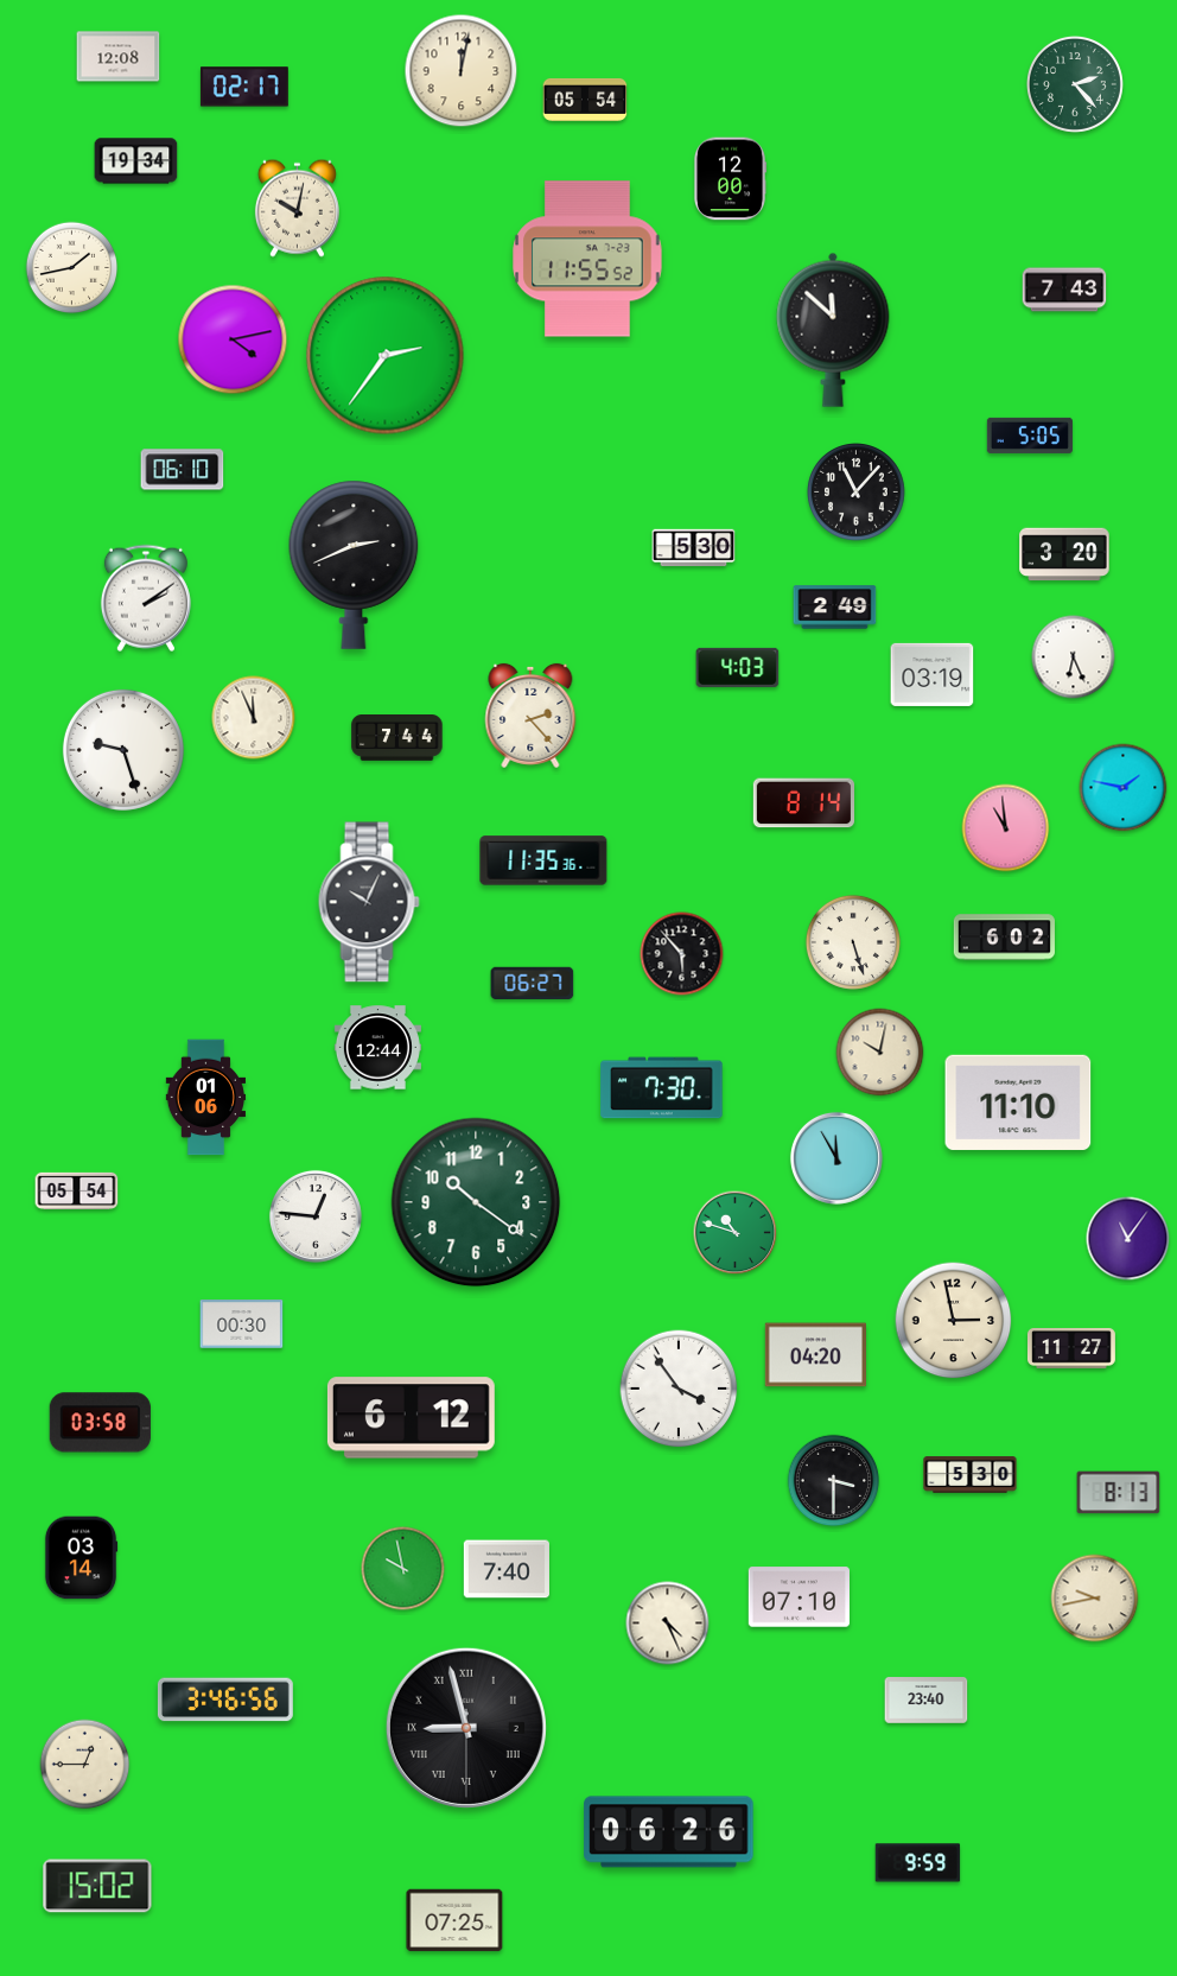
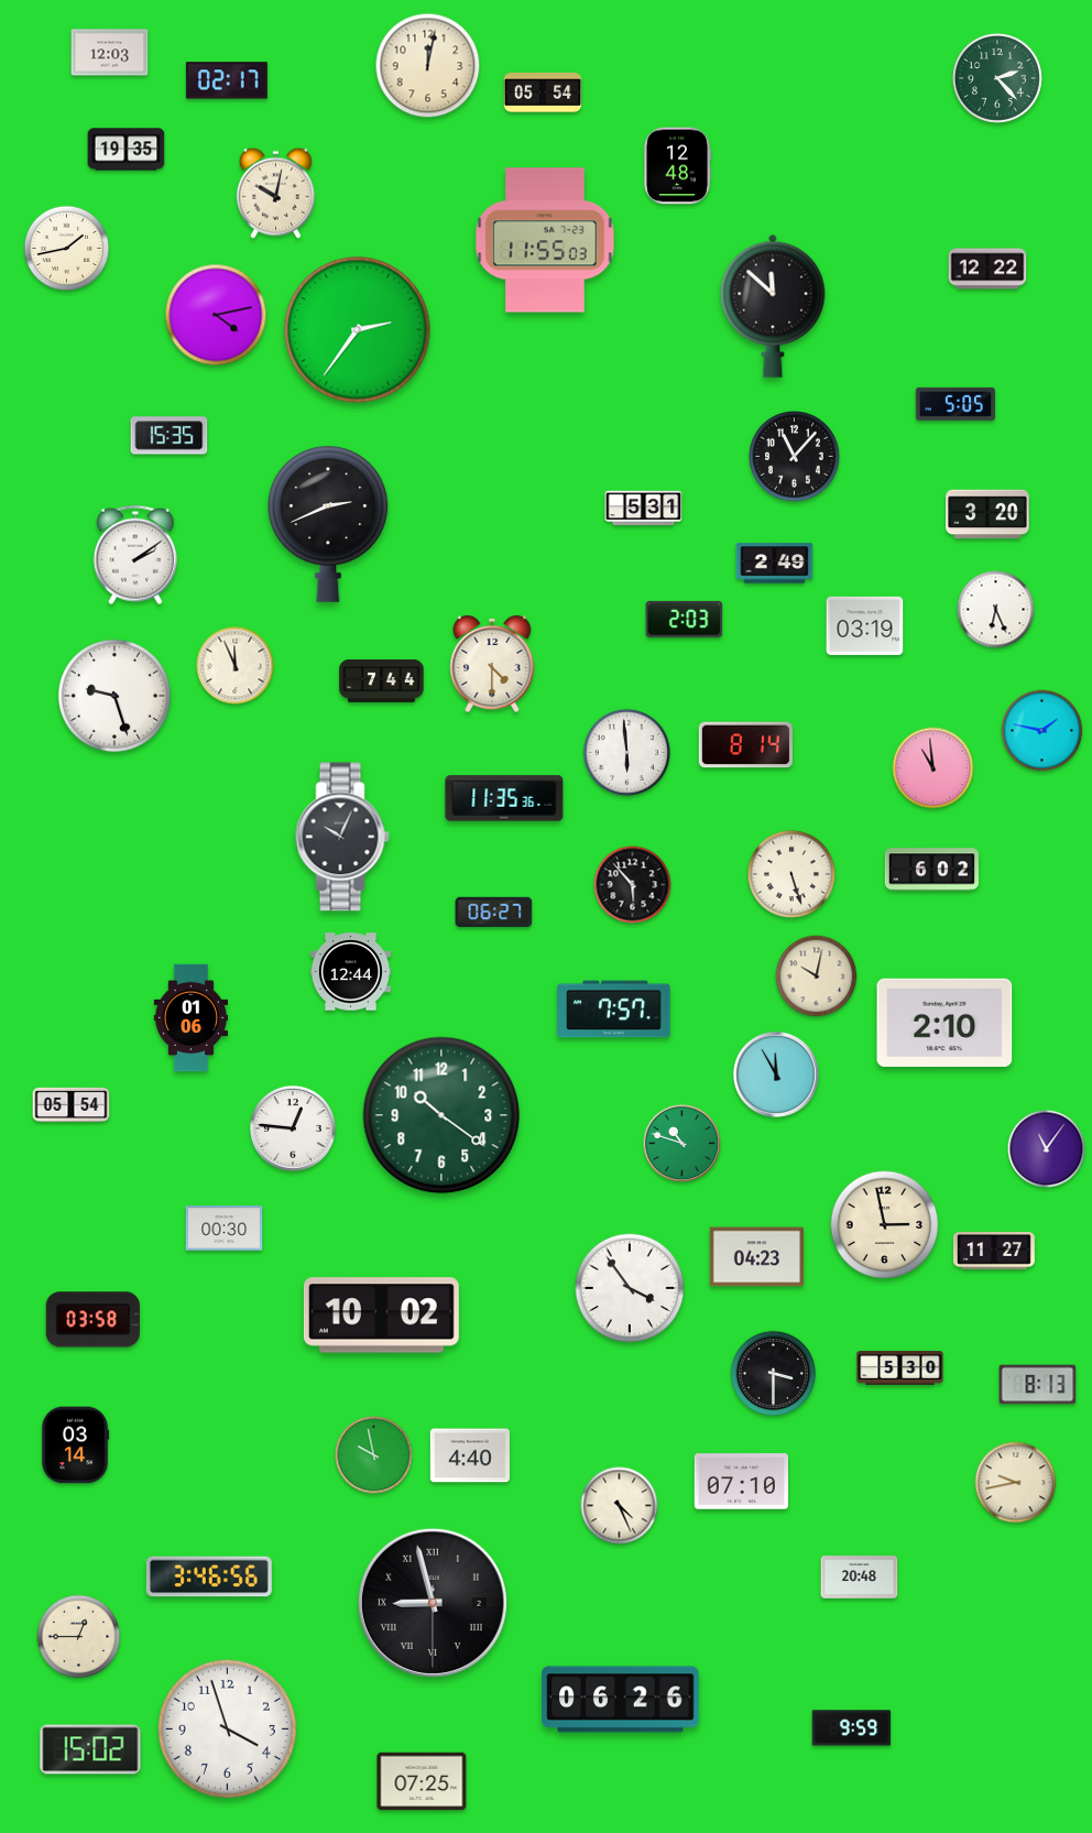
clock at (119, 57): 12:08 -> 12:03
clock at (136, 161): 19:34 -> 19:35
clock at (729, 179): 12:00 -> 12:48
clock at (587, 259): 11:55:52 -> 11:55:03
clock at (1064, 290): 7:43 -> 12:22
clock at (183, 470): 06:10 -> 15:35
clock at (694, 548): 5:30 -> 5:31
clock at (738, 667): 4:03 -> 2:03
clock at (530, 716): 2:23 -> 4:30
clock at (397, 738) position: (397, 738) -> (382, 681)
clock at (626, 752): none -> 5:59
clock at (662, 1088): 7:30 -> 7:57
clock at (1018, 1103): 11:10 -> 2:10
clock at (815, 1355): 04:20 -> 04:23
clock at (411, 1418): 6:12 -> 10:02
clock at (507, 1569): 7:40 -> 4:40
clock at (927, 1701): 23:40 -> 20:48
clock at (227, 1728): none -> 3:57
